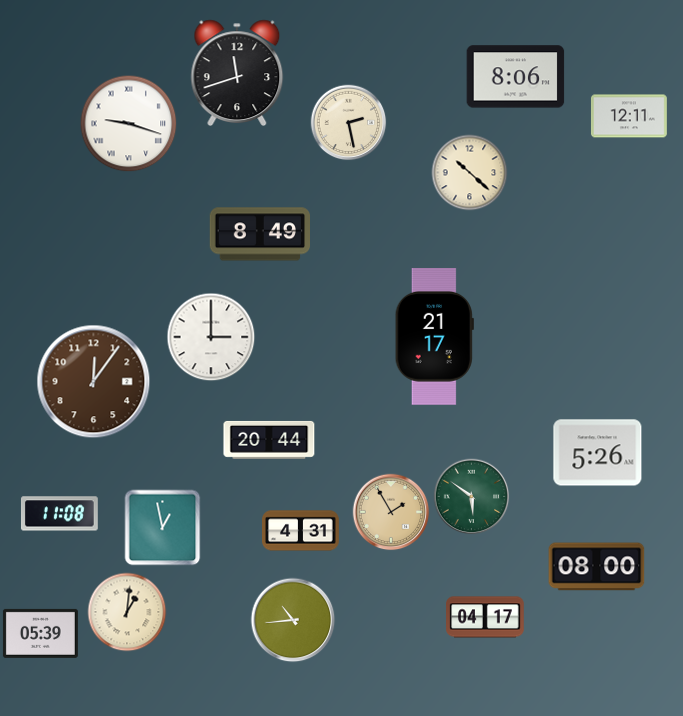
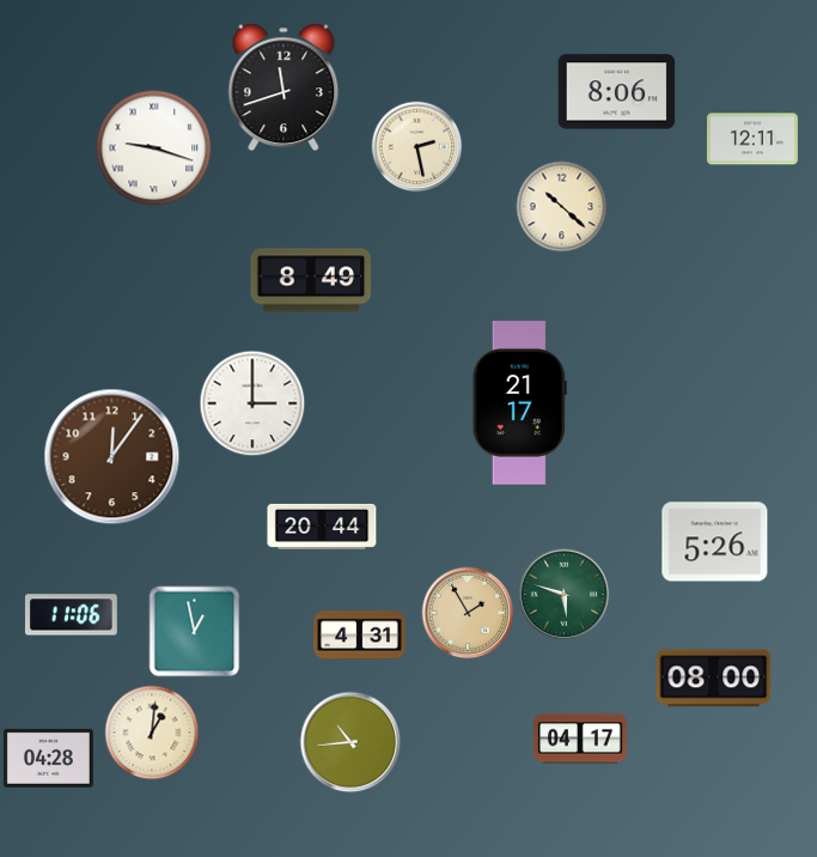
clock at (472, 497): 5:51 -> 5:48
clock at (59, 514): 11:08 -> 11:06
clock at (40, 633): 05:39 -> 04:28
